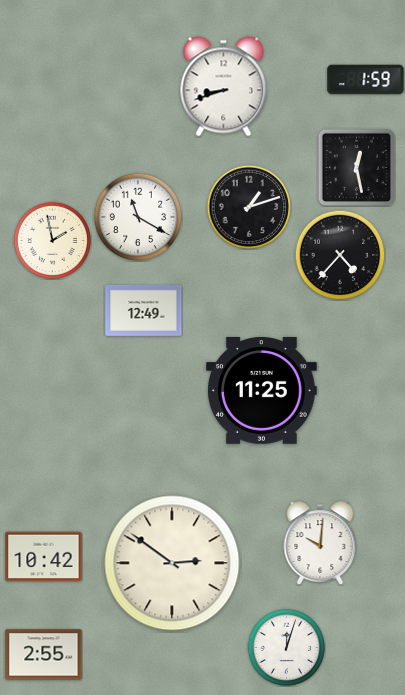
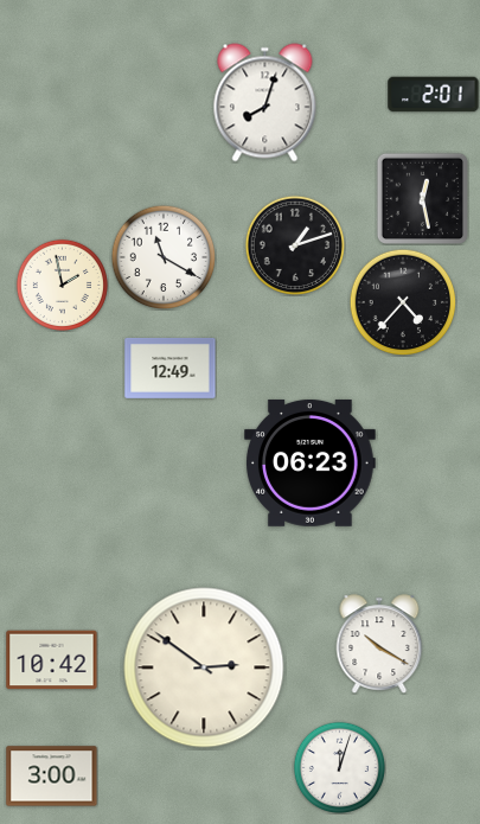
clock at (366, 80): 1:59 -> 2:01
clock at (224, 87): 8:42 -> 8:03
clock at (262, 391): 11:25 -> 06:23
clock at (320, 543): 10:01 -> 10:20
clock at (44, 655): 2:55 -> 3:00
